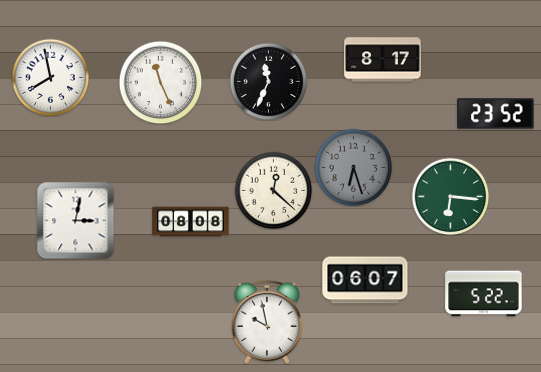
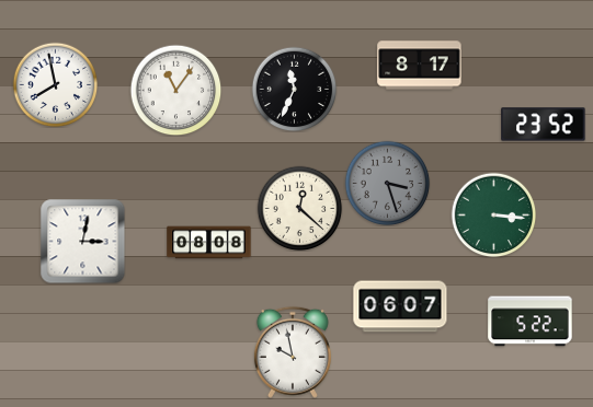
clock at (160, 82): 11:26 -> 11:06
clock at (353, 167): 6:27 -> 3:27
clock at (450, 196): 6:16 -> 3:16
